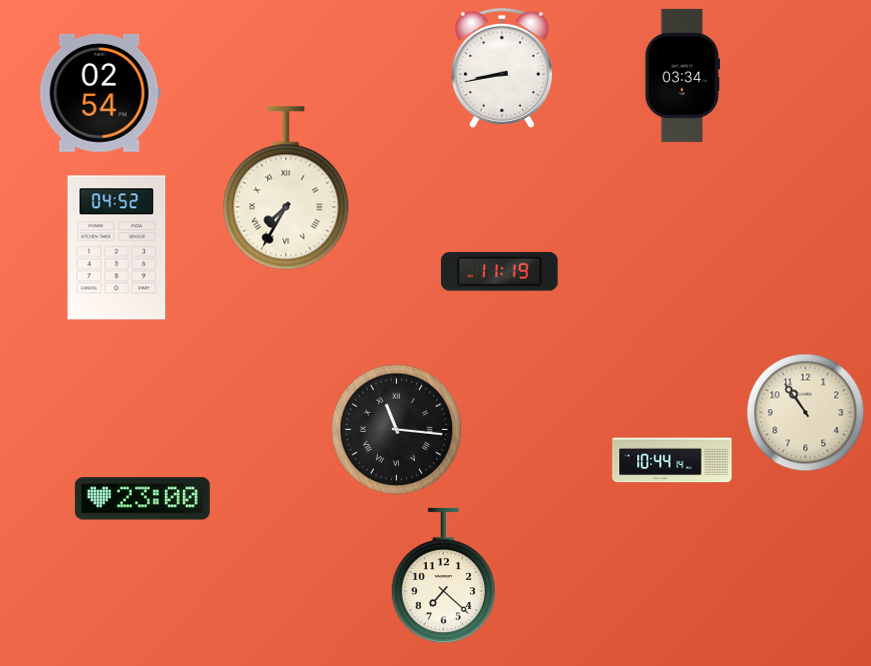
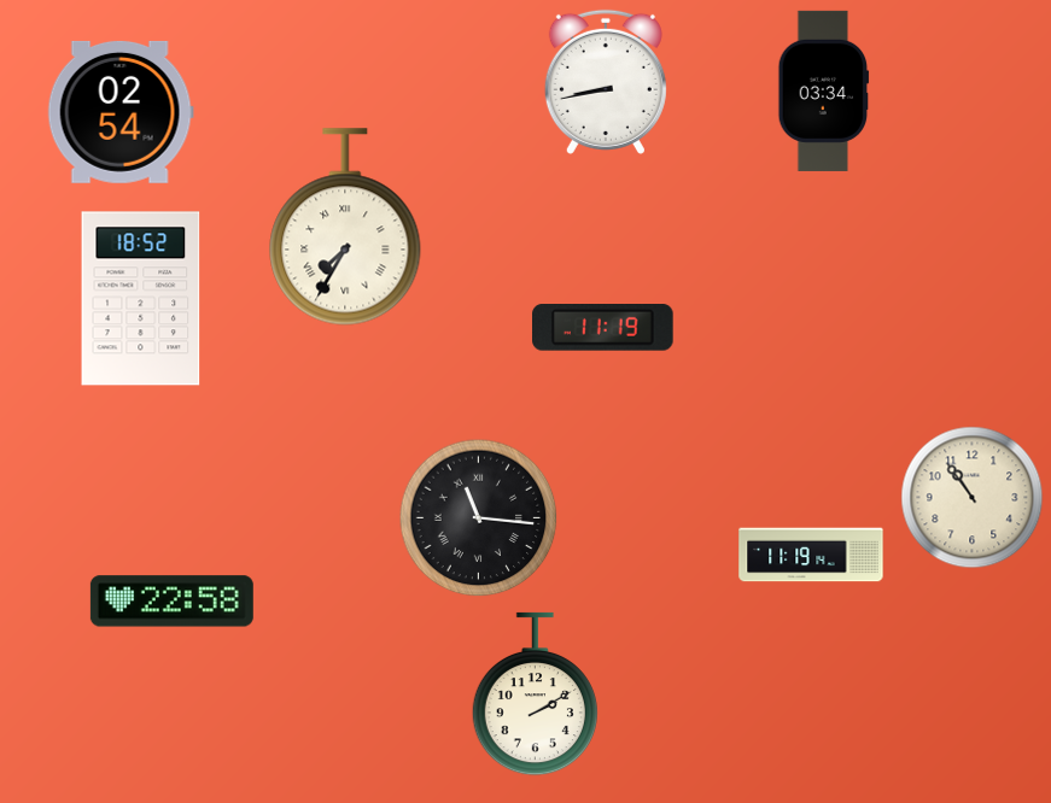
clock at (117, 248): 04:52 -> 18:52
clock at (672, 460): 10:44 -> 11:19
clock at (142, 499): 23:00 -> 22:58
clock at (443, 576): 7:22 -> 2:10
